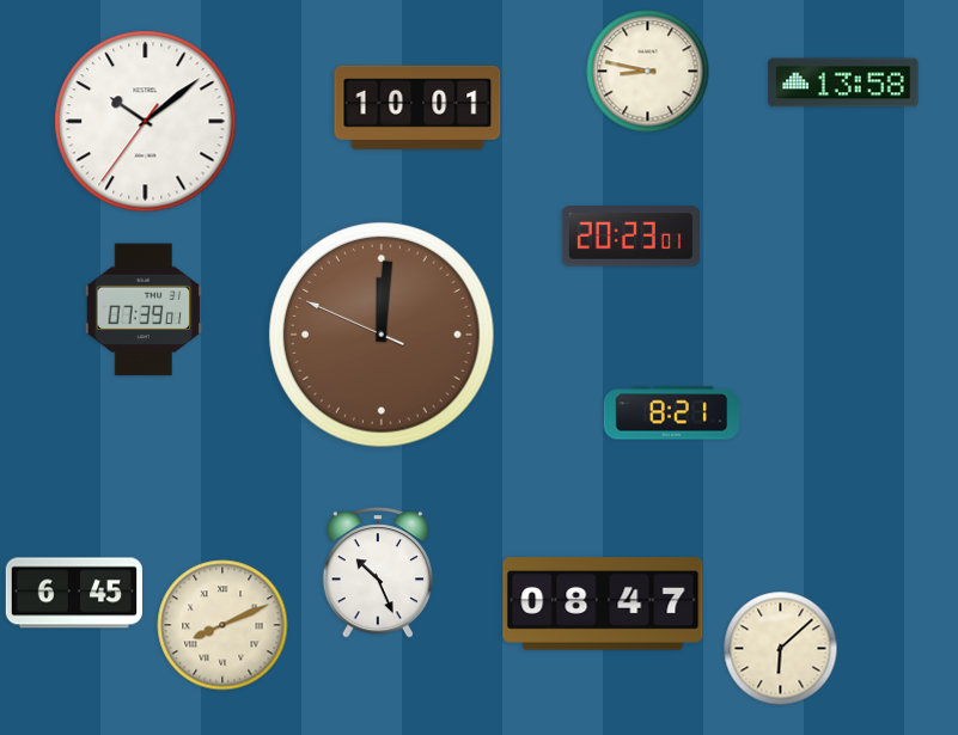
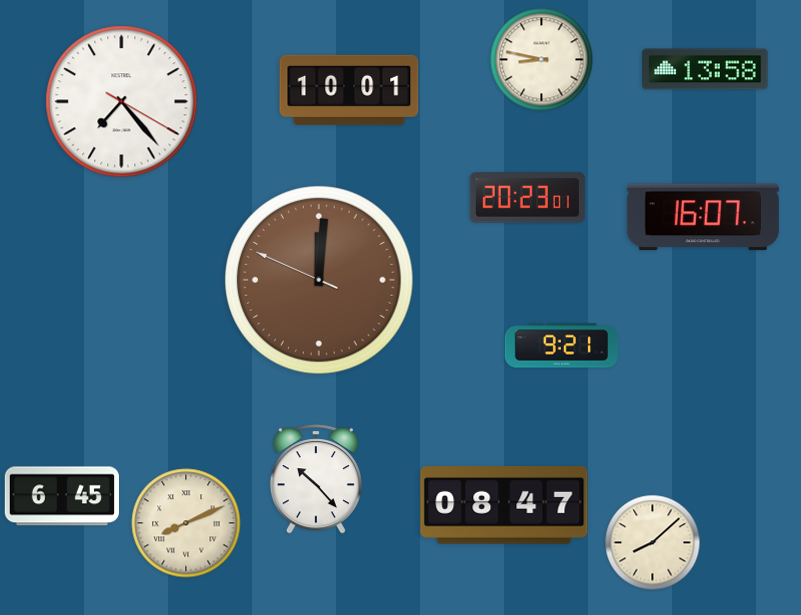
clock at (146, 122): 10:08 -> 7:23
clock at (703, 217): none -> 16:07
clock at (144, 310): 07:39 -> none
clock at (672, 414): 8:21 -> 9:21
clock at (378, 572): 10:26 -> 10:23
clock at (781, 649): 6:08 -> 8:08
